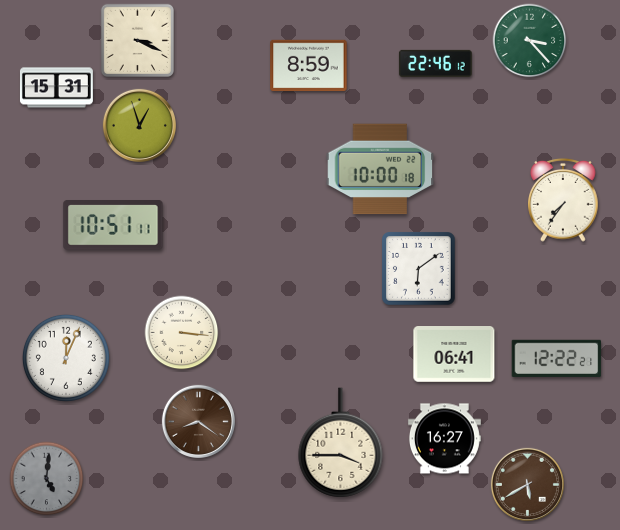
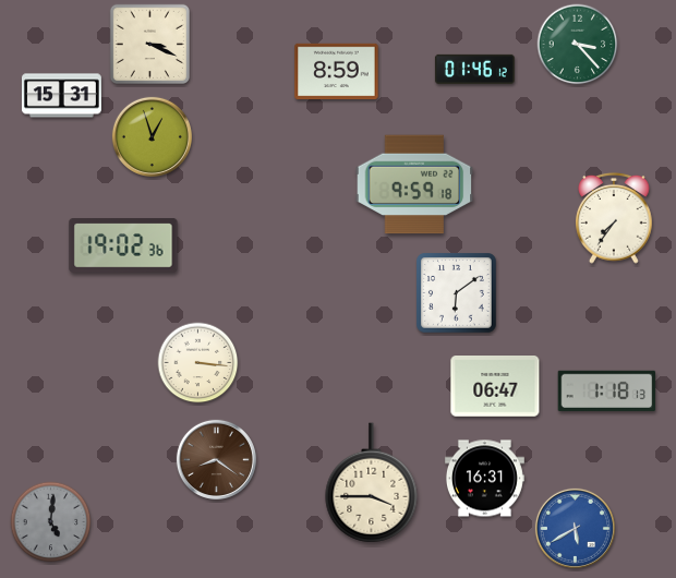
clock at (435, 63): 22:46 -> 01:46
clock at (380, 169): 10:00 -> 9:59
clock at (113, 226): 10:51 -> 19:02
clock at (454, 355): 06:41 -> 06:47
clock at (66, 358): 12:04 -> none
clock at (557, 358): 12:22 -> 1:18
clock at (444, 439): 16:27 -> 16:31
clock at (527, 484) dial: brown -> blue
